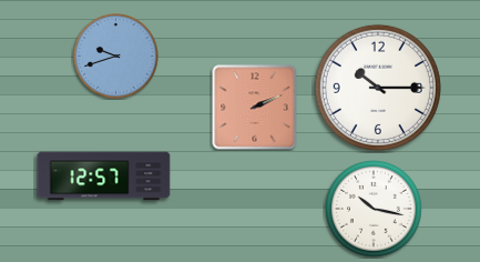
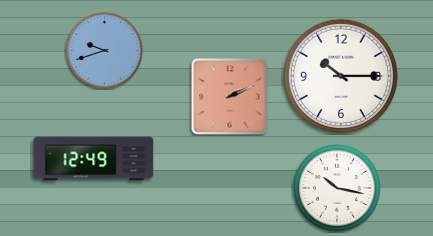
clock at (378, 88) position: (378, 88) -> (341, 76)
clock at (104, 177): 12:57 -> 12:49
